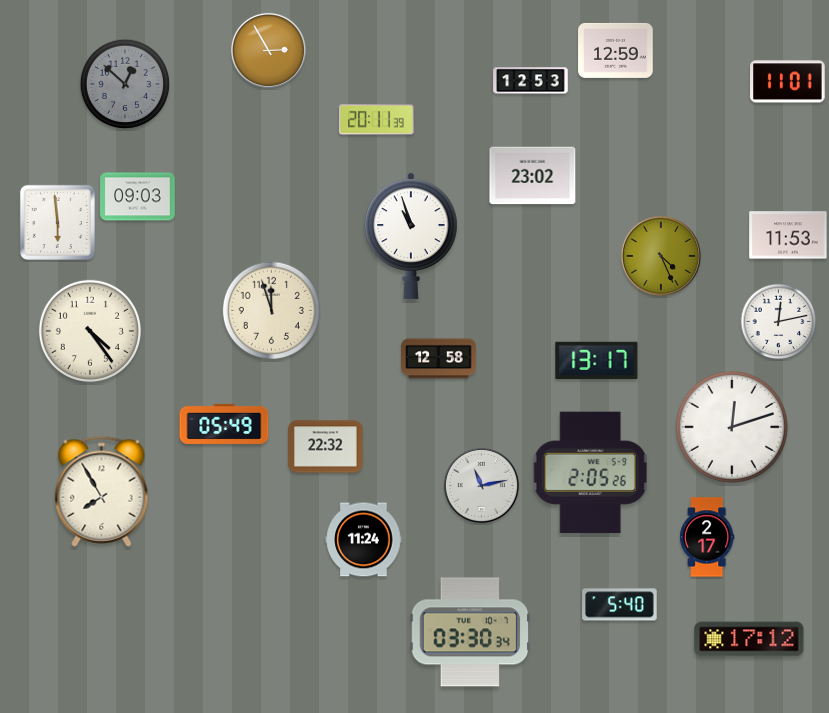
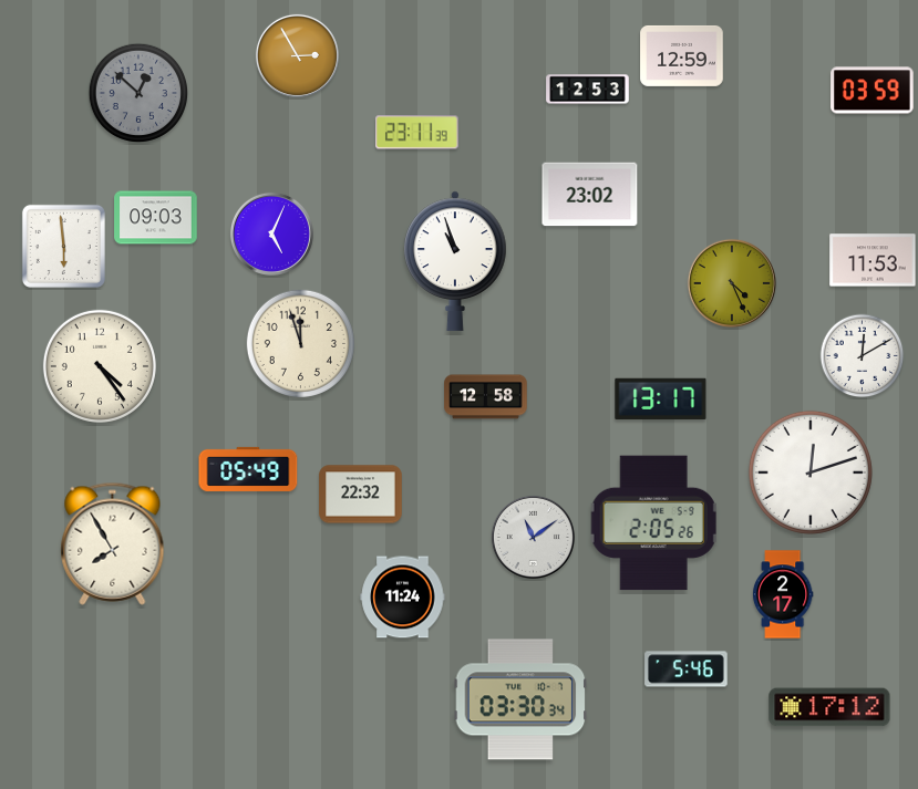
clock at (788, 82): 11:01 -> 03:59
clock at (377, 120): 20:11 -> 23:11
clock at (138, 197) position: (138, 197) -> (156, 218)
clock at (271, 233): none -> 5:04
clock at (779, 322): 12:13 -> 12:10
clock at (481, 485): 11:13 -> 11:09
clock at (620, 605): 5:40 -> 5:46
